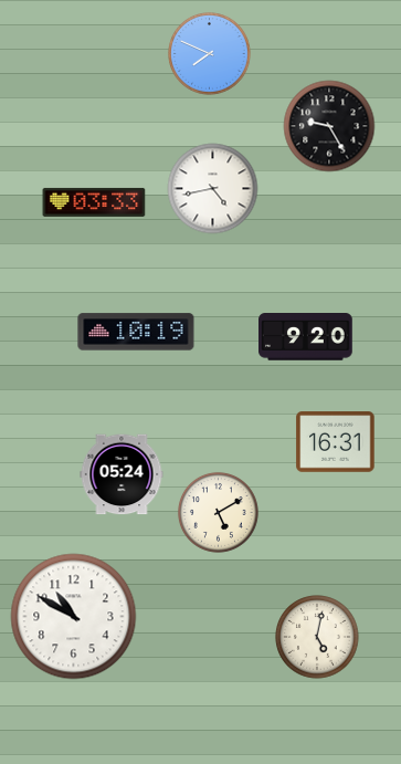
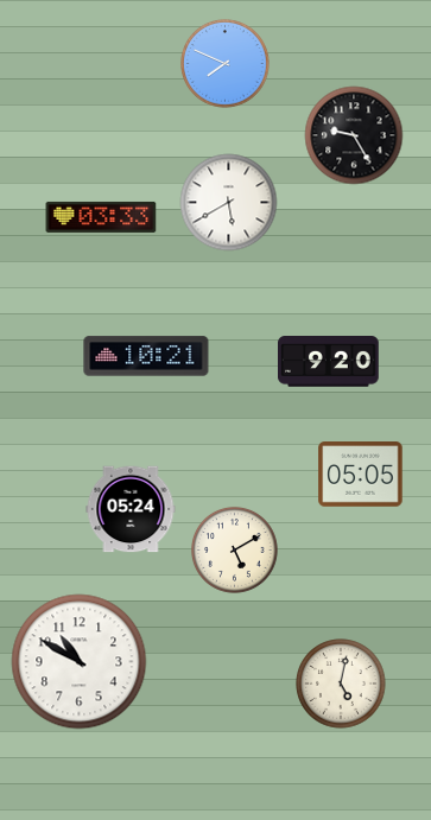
clock at (210, 54) position: (210, 54) -> (226, 64)
clock at (213, 189): 4:43 -> 5:40
clock at (136, 332): 10:19 -> 10:21
clock at (336, 442): 16:31 -> 05:05
